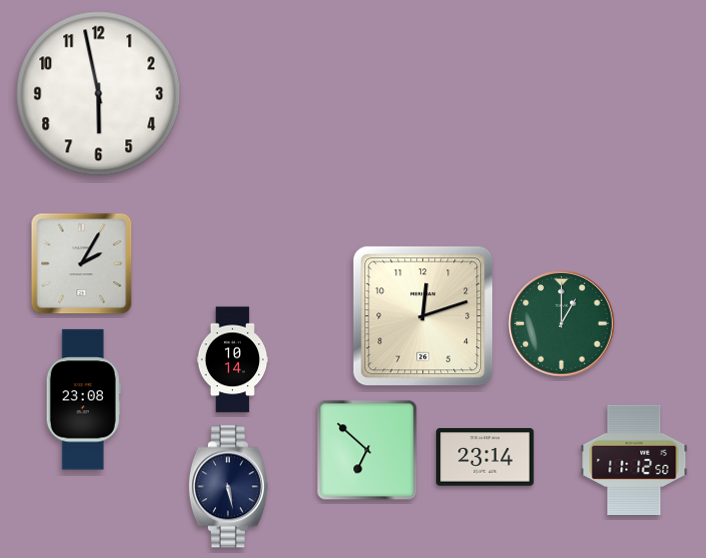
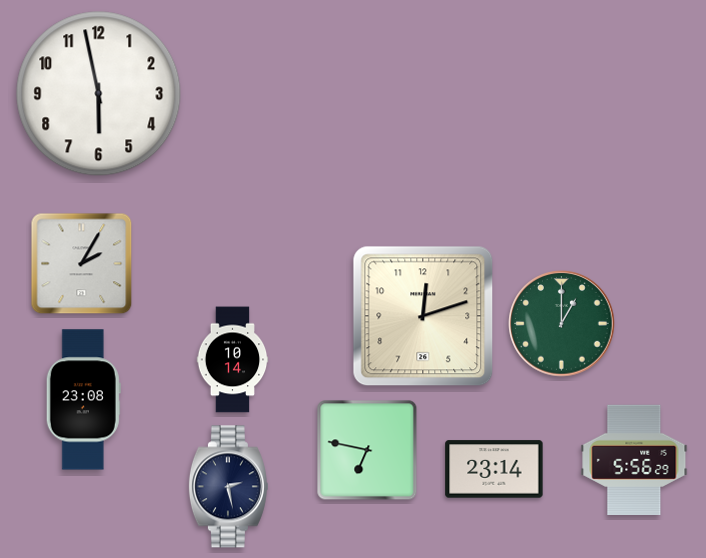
clock at (367, 450): 6:52 -> 6:47
clock at (485, 457) position: (485, 457) -> (494, 469)
clock at (634, 460): 11:12 -> 5:56
clock at (228, 487): 5:28 -> 2:28
